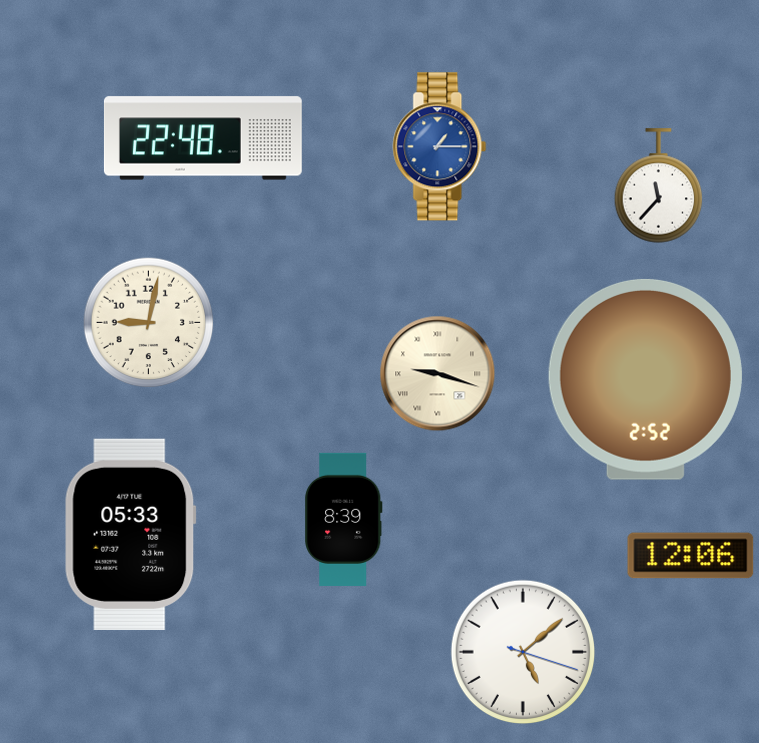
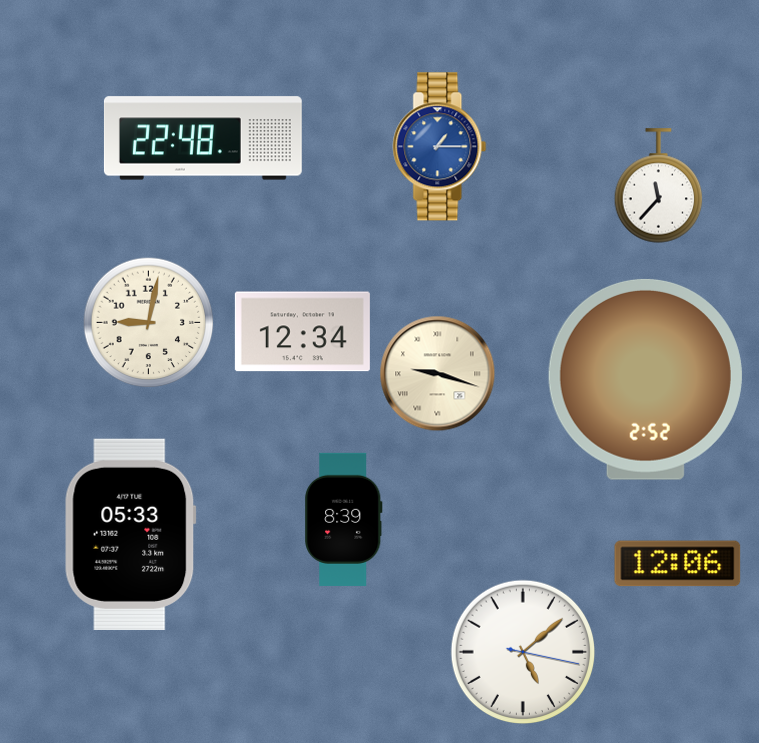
clock at (302, 332): none -> 12:34
clock at (691, 556) position: (691, 556) -> (678, 564)
clock at (523, 652): 5:08:18 -> 5:08:17
